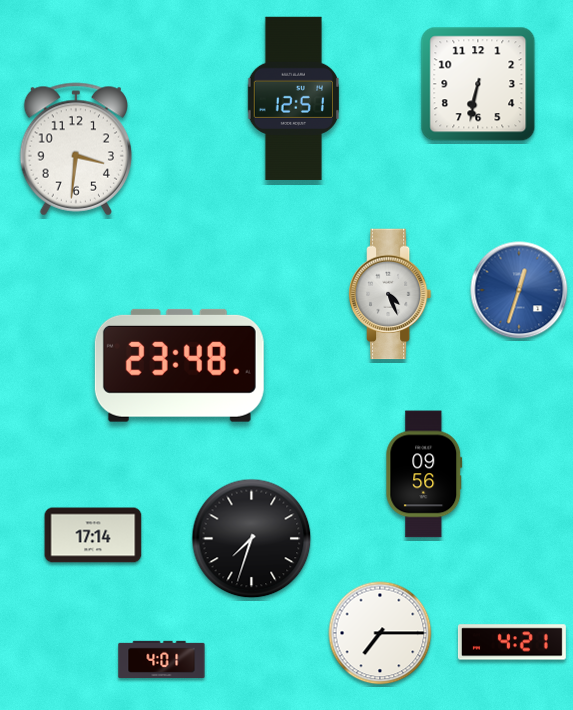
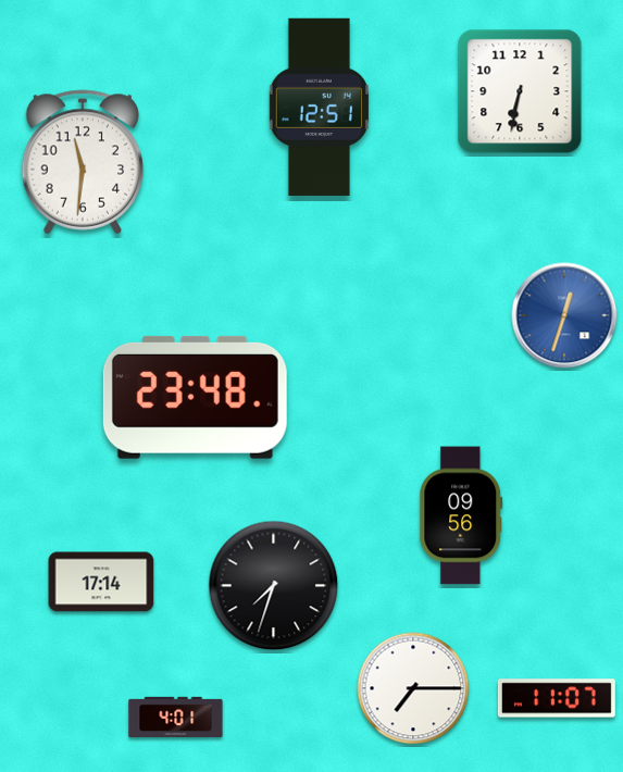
clock at (75, 149): 3:31 -> 11:31
clock at (390, 294): 4:26 -> none
clock at (512, 642): 4:21 -> 11:07
